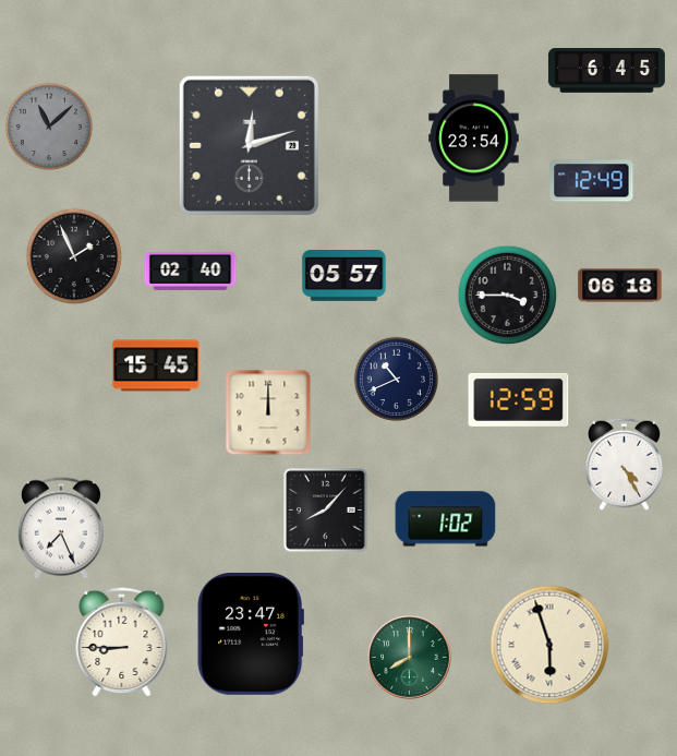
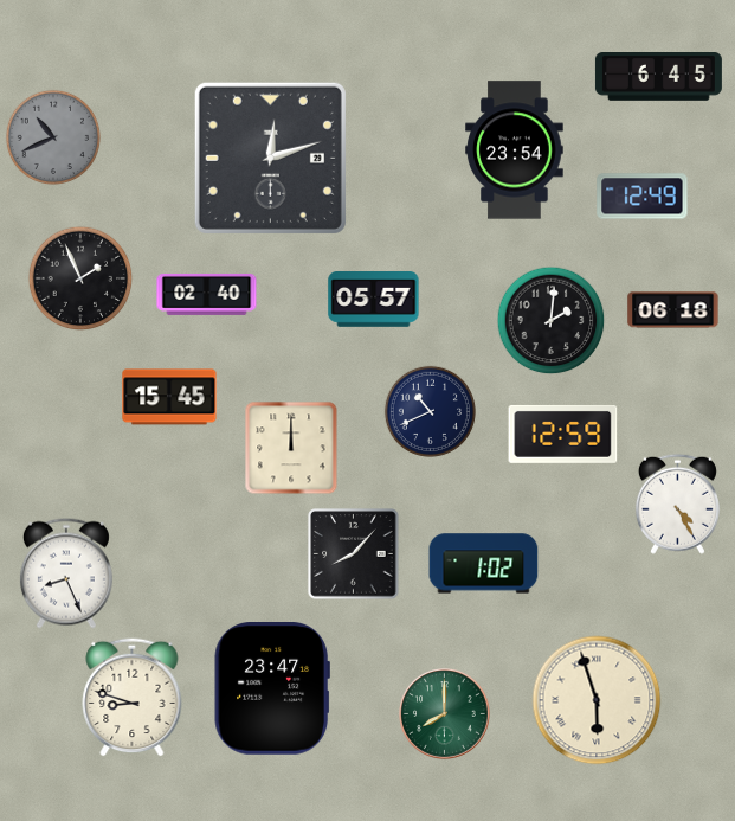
clock at (48, 125): 11:08 -> 10:41
clock at (507, 295): 3:45 -> 2:01
clock at (61, 528): 7:26 -> 8:26
clock at (122, 641): 8:45 -> 8:48
